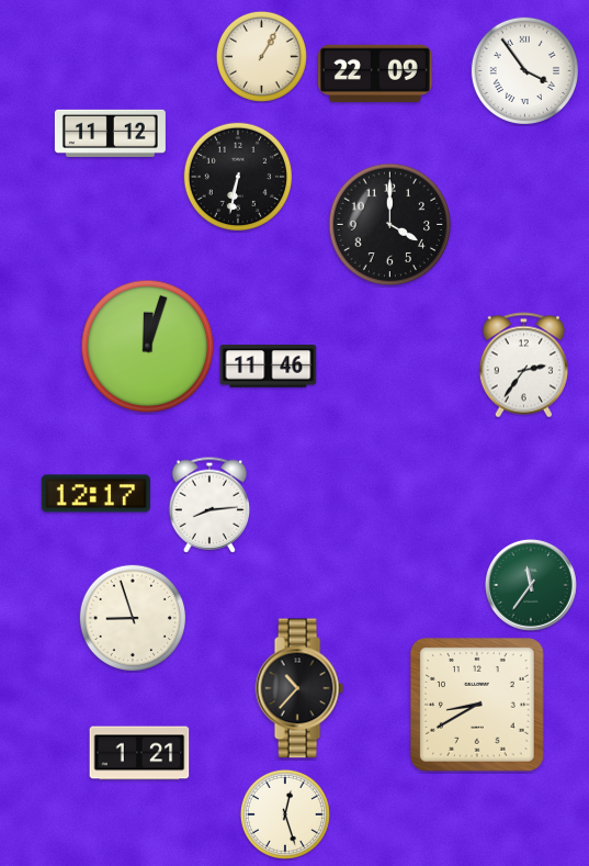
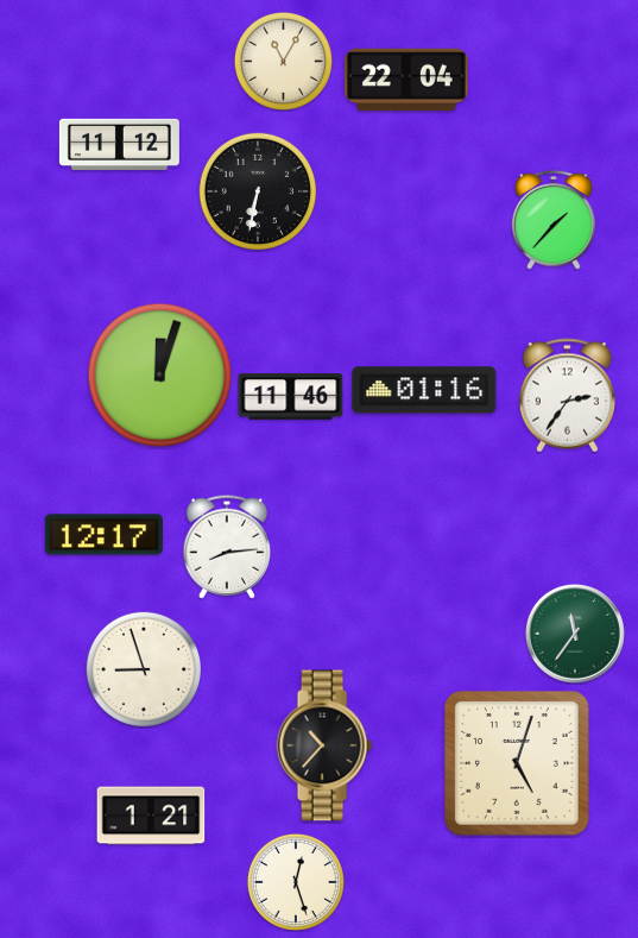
clock at (261, 56): 1:05 -> 11:05
clock at (524, 70): 3:54 -> none
clock at (375, 74): 22:09 -> 22:04
clock at (554, 221): none -> 1:37
clock at (390, 225): 4:00 -> none
clock at (424, 390): none -> 01:16
clock at (477, 705): 8:40 -> 5:03
clock at (285, 814) position: (285, 814) -> (296, 882)
